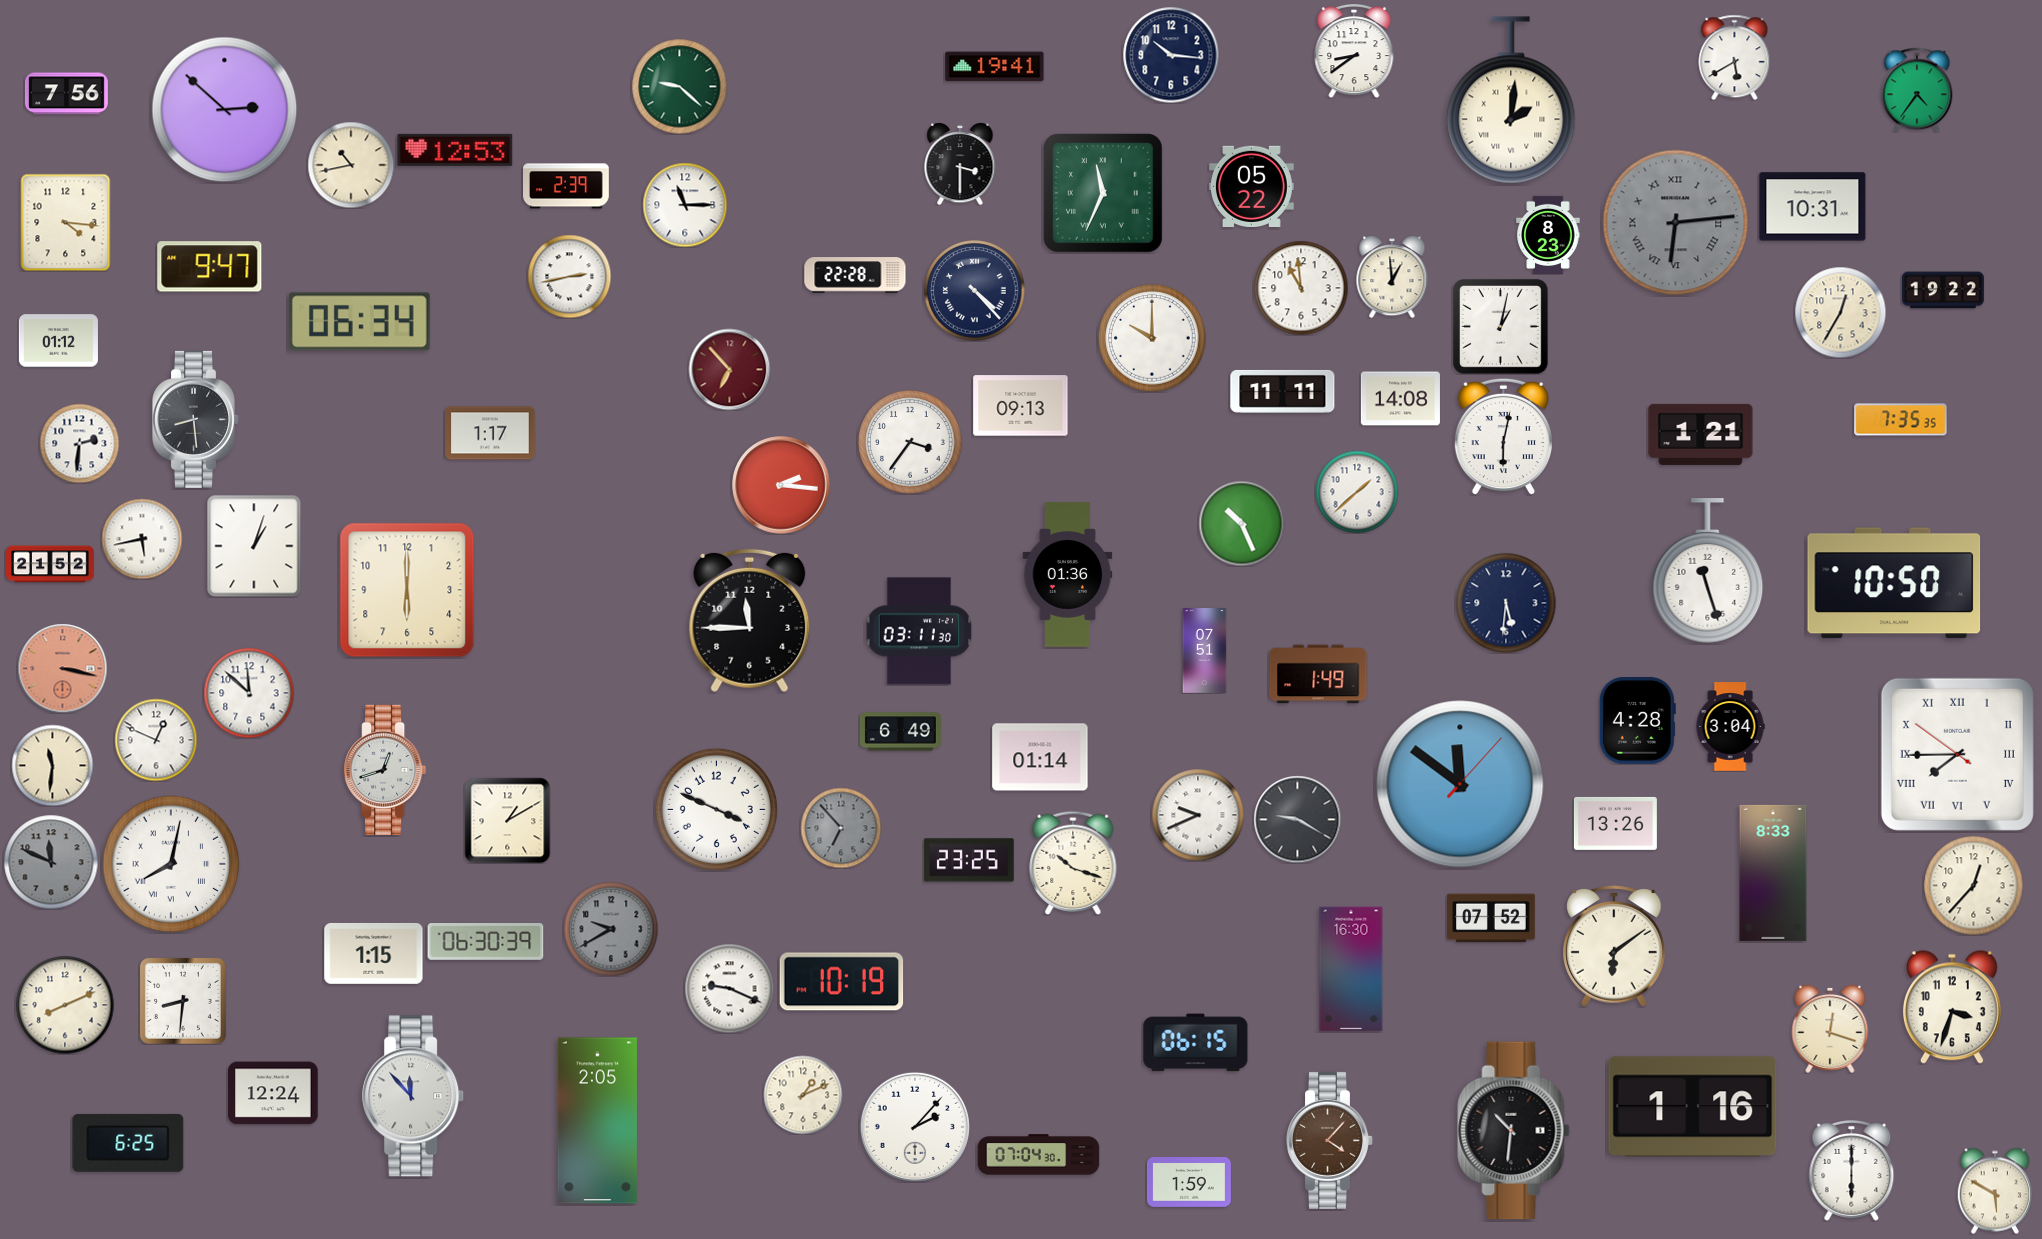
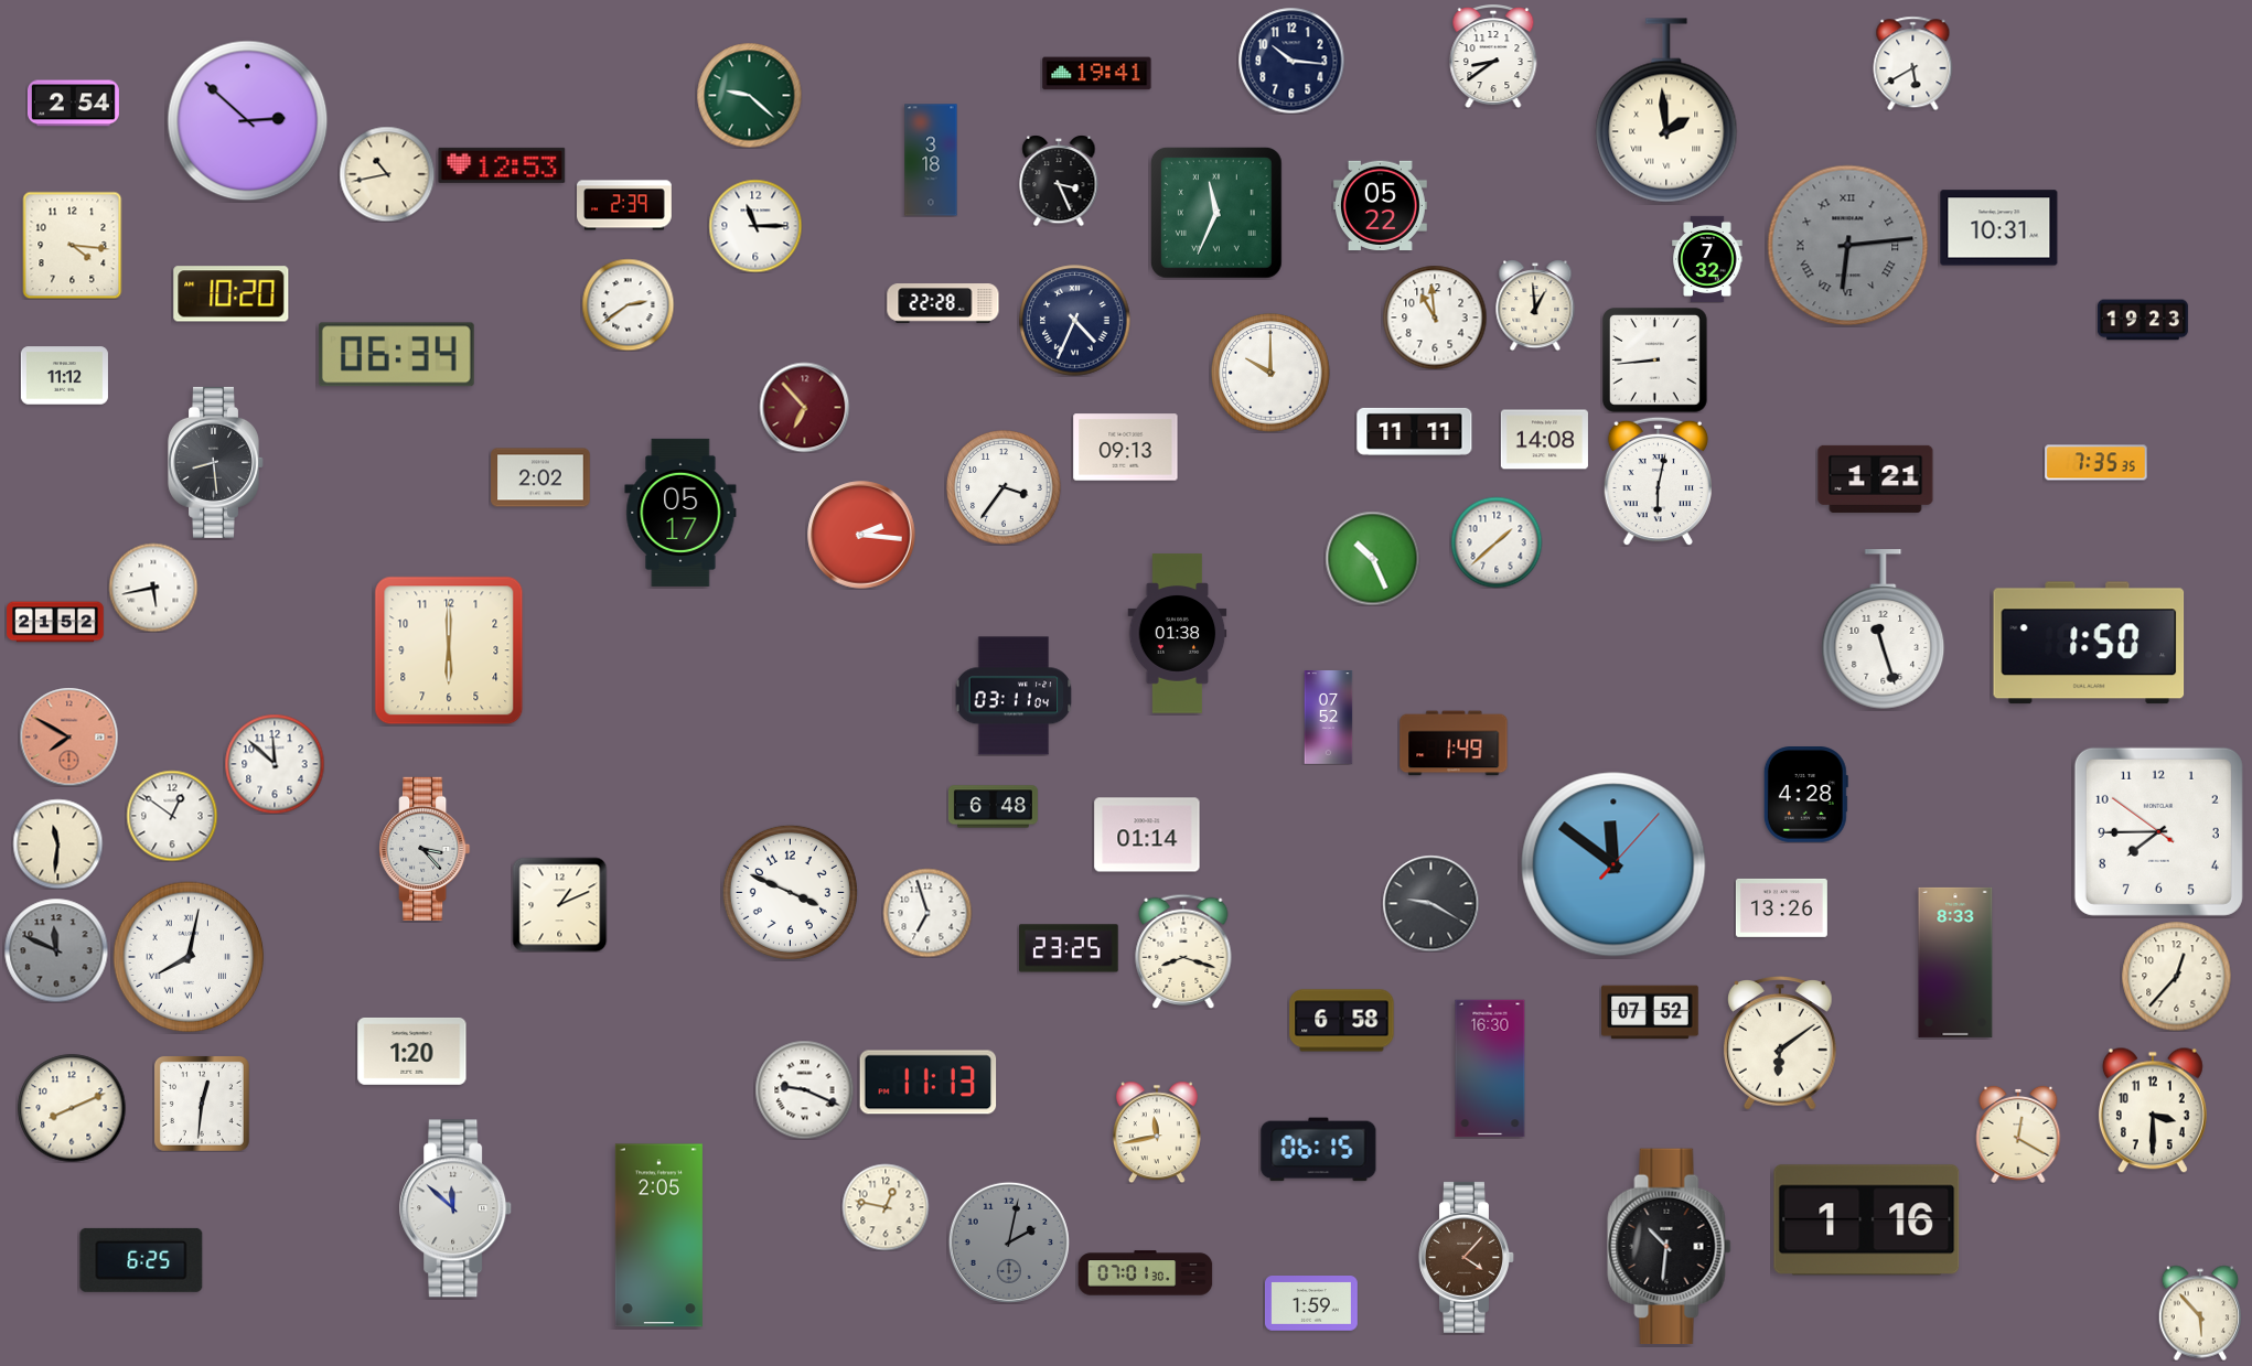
clock at (1917, 90): 4:36 -> none
clock at (66, 94): 7:56 -> 2:54
clock at (1511, 100): 2:01 -> 1:59
clock at (931, 160): none -> 3:18
clock at (960, 164): 3:30 -> 3:26
clock at (351, 165) position: (351, 165) -> (387, 174)
clock at (1548, 235): 8:23 -> 7:32
clock at (210, 267): 9:47 -> 10:20
clock at (569, 276): 2:43 -> 2:39
clock at (1943, 290): 19:22 -> 19:23
clock at (975, 291): 4:23 -> 4:34
clock at (1840, 312): 12:35 -> none
clock at (1501, 327): 1:02 -> 8:44
clock at (58, 341): 01:12 -> 11:12
clock at (490, 433): 1:17 -> 2:02
clock at (79, 443): 2:31 -> none
clock at (680, 513): none -> 05:17
clock at (1241, 523) position: (1241, 523) -> (1372, 558)
clock at (142, 539) position: (142, 539) -> (153, 588)
clock at (254, 546): 1:03 -> none
clock at (1068, 575): 01:36 -> 01:38
clock at (1894, 583): 10:50 -> 1:50
clock at (1506, 603): 5:31 -> none
clock at (750, 621): 11:45 -> none
clock at (919, 631): 03:11:30 -> 03:11:04
clock at (1205, 651): 07:51 -> 07:52
clock at (62, 668): 3:17 -> 7:50
clock at (1730, 727): 3:04 -> none
clock at (900, 732): 6:49 -> 6:48
clock at (156, 740): 12:49 -> 12:51
clock at (1957, 754) numerals: Roman -> Arabic
clock at (385, 770): 12:42 -> 3:23
clock at (1460, 784) position: (1460, 784) -> (1613, 864)
clock at (1198, 815): 9:41 -> none
clock at (507, 820): 1:10 -> 1:11
clock at (841, 828): 6:53 -> 6:57
clock at (841, 828) dial: grey -> white
clock at (1073, 863): 10:18 -> 8:18
clock at (171, 864) position: (171, 864) -> (189, 957)
clock at (1491, 918) position: (1491, 918) -> (1650, 1012)
clock at (1342, 1021): none -> 6:58
clock at (611, 929): 9:40 -> none
clock at (486, 942): 06:30 -> none
clock at (374, 953): 1:15 -> 1:20
clock at (842, 982): 10:19 -> 11:13
clock at (183, 1001): 8:31 -> 12:31
clock at (1952, 1007): 3:33 -> 3:30
clock at (1157, 1132): none -> 11:43
clock at (1830, 1029): 12:18 -> 12:20
clock at (273, 1093): 12:24 -> none
clock at (803, 1095): 1:11 -> 12:47
clock at (414, 1096): 11:53 -> 11:52
clock at (915, 1127): 2:07 -> 2:02
clock at (915, 1127) dial: white -> grey
clock at (1039, 1155): 07:04 -> 07:01
clock at (1852, 1171): 6:00 -> none
clock at (1995, 1191): 5:50 -> 5:53
